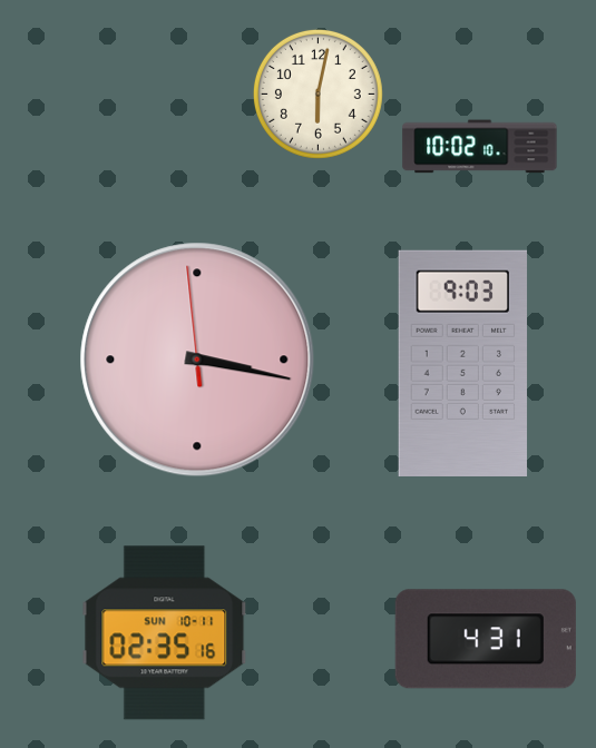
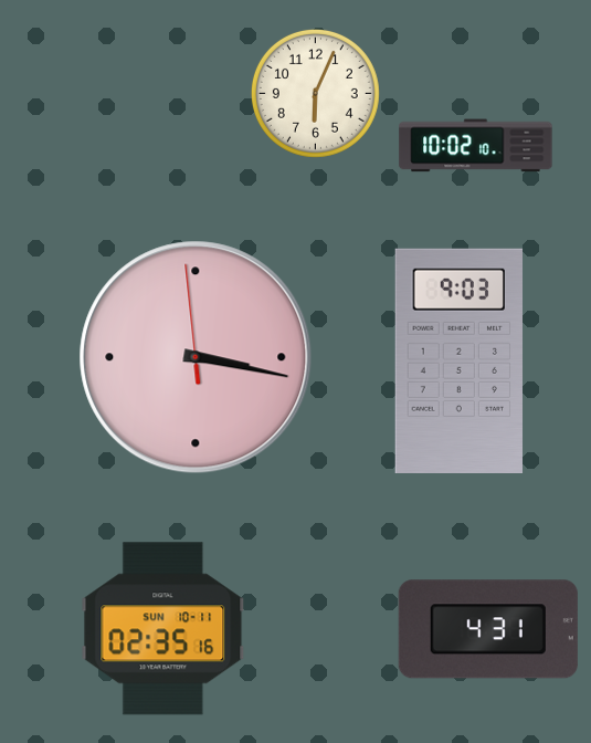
clock at (317, 93): 6:02 -> 6:04
clock at (486, 639) position: (486, 639) -> (488, 629)
